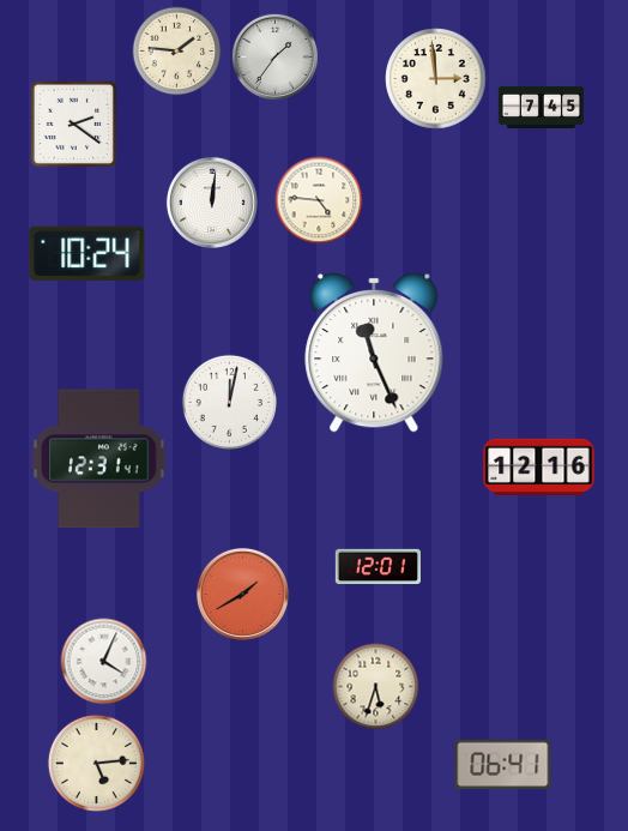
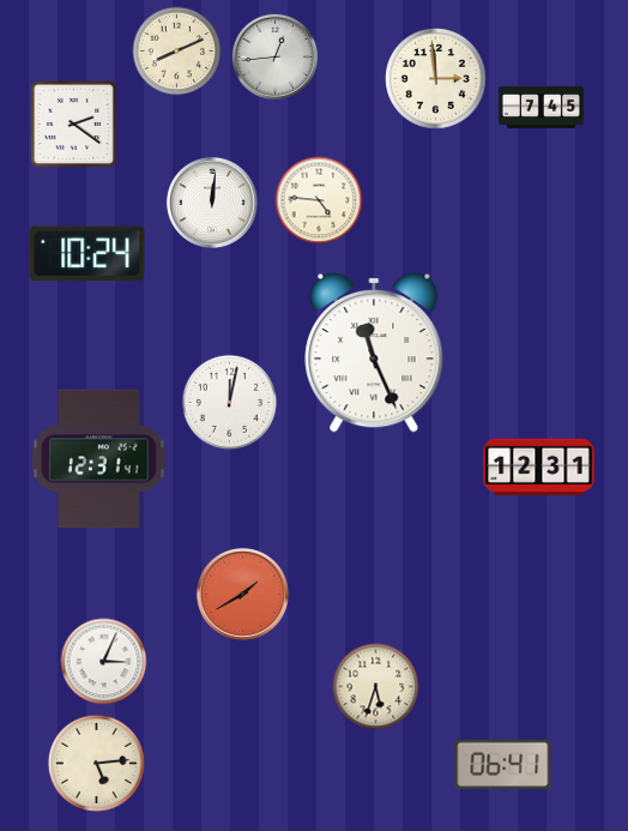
clock at (177, 52): 1:46 -> 8:11
clock at (274, 56): 1:36 -> 12:44
clock at (539, 466): 12:16 -> 12:31
clock at (378, 567): 12:01 -> none
clock at (104, 662): 4:04 -> 3:04
